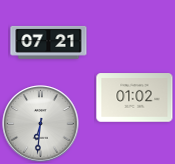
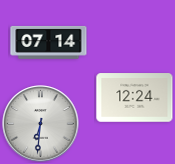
clock at (49, 42): 07:21 -> 07:14
clock at (135, 98): 01:02 -> 12:24
